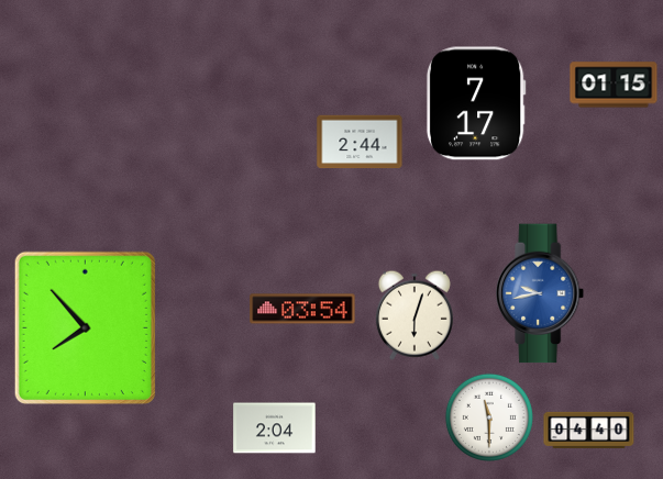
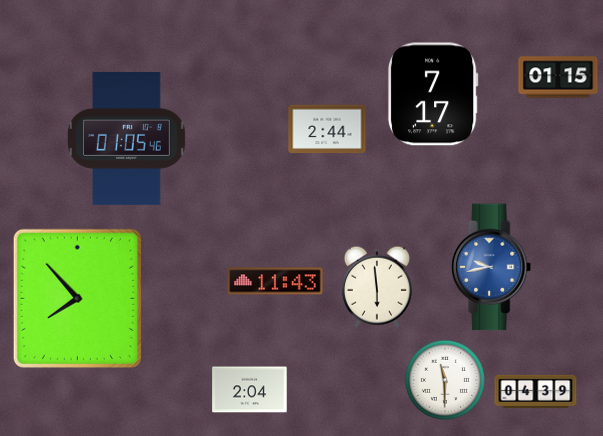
clock at (127, 138): none -> 01:05
clock at (302, 309): 03:54 -> 11:43
clock at (415, 315): 6:03 -> 5:59
clock at (589, 430): 04:40 -> 04:39
